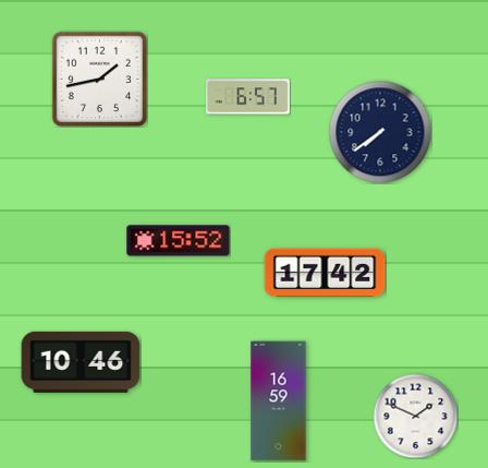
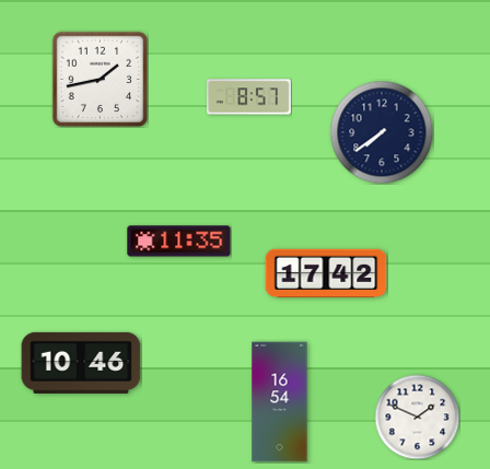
clock at (247, 97): 6:57 -> 8:57
clock at (179, 241): 15:52 -> 11:35
clock at (279, 401): 16:59 -> 16:54
